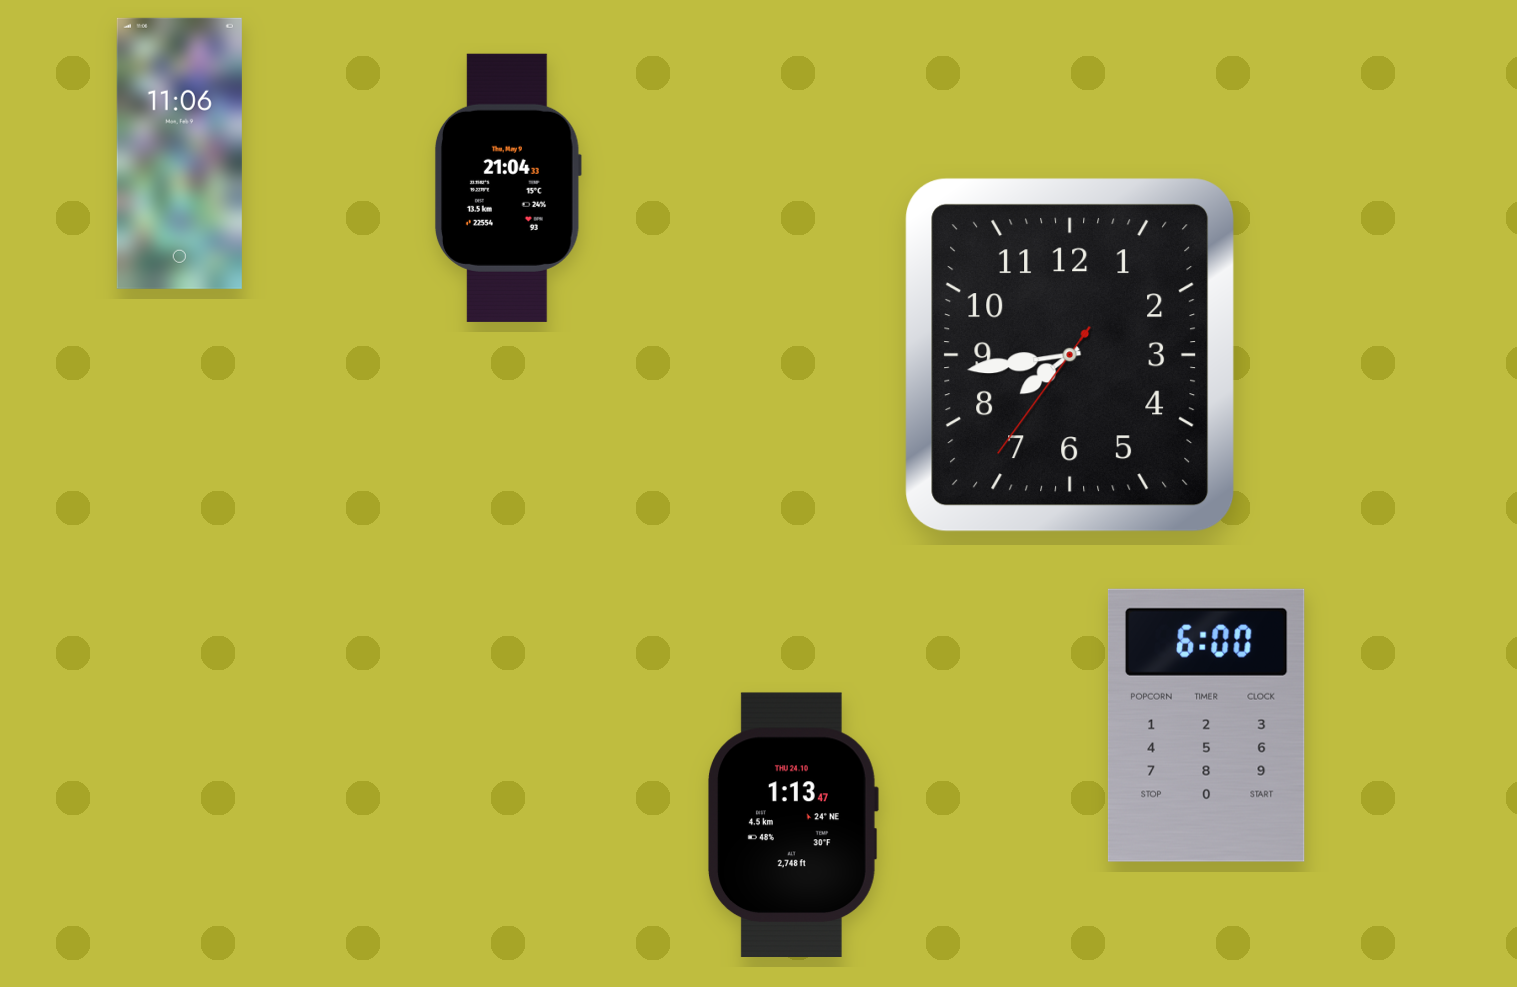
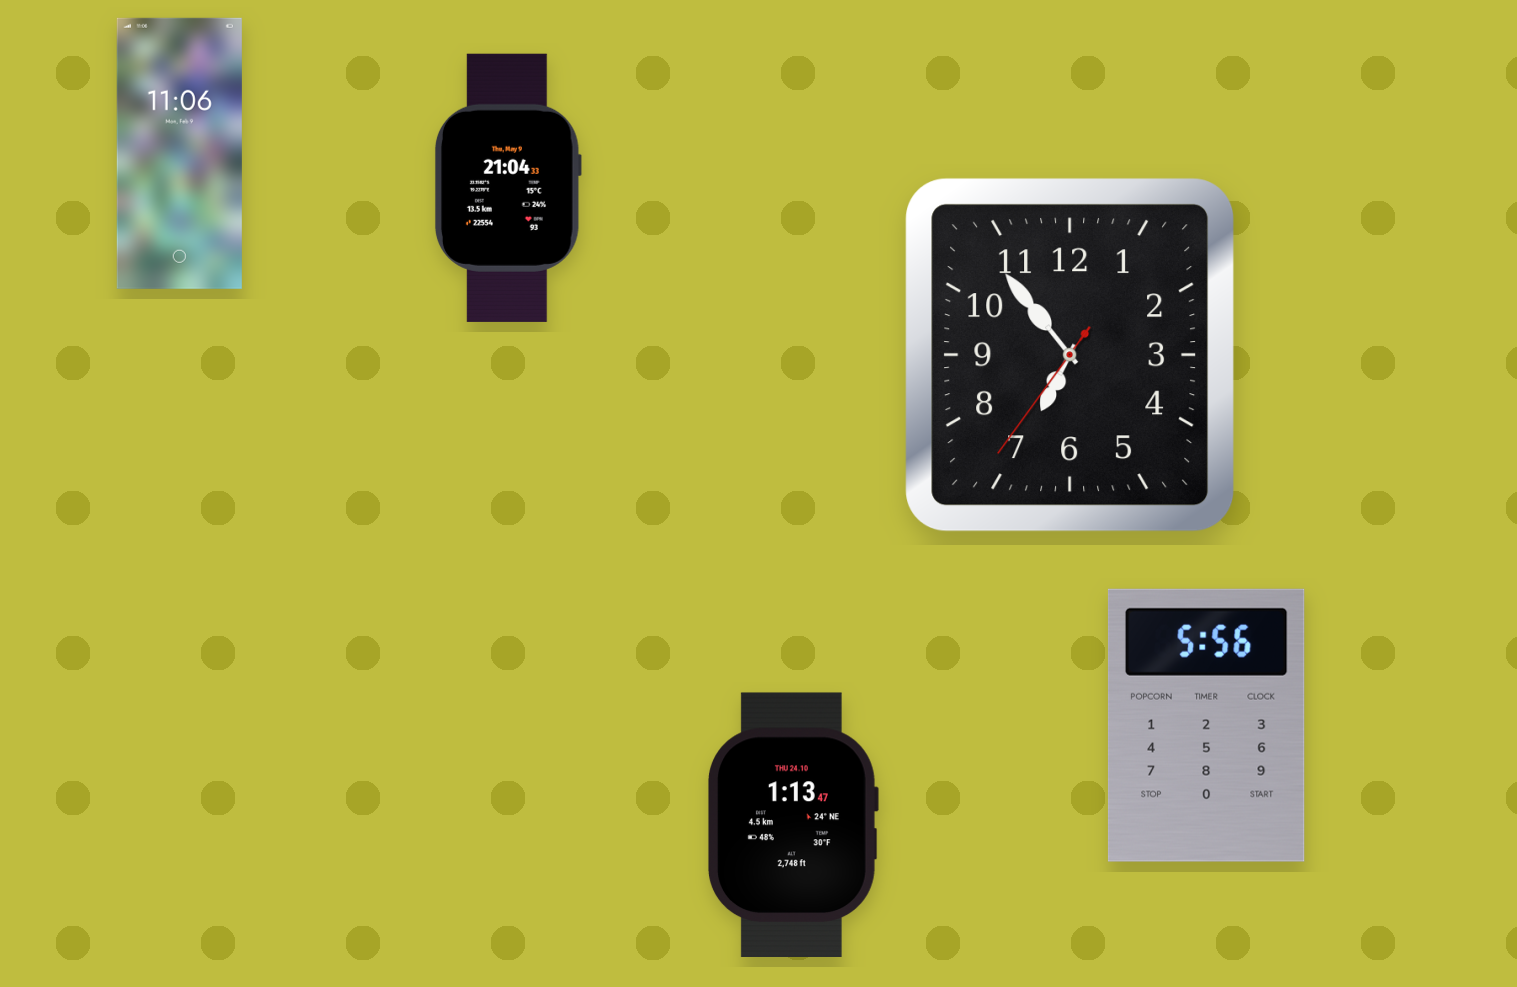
clock at (1070, 355): 7:43 -> 6:53
clock at (1206, 725): 6:00 -> 5:56
